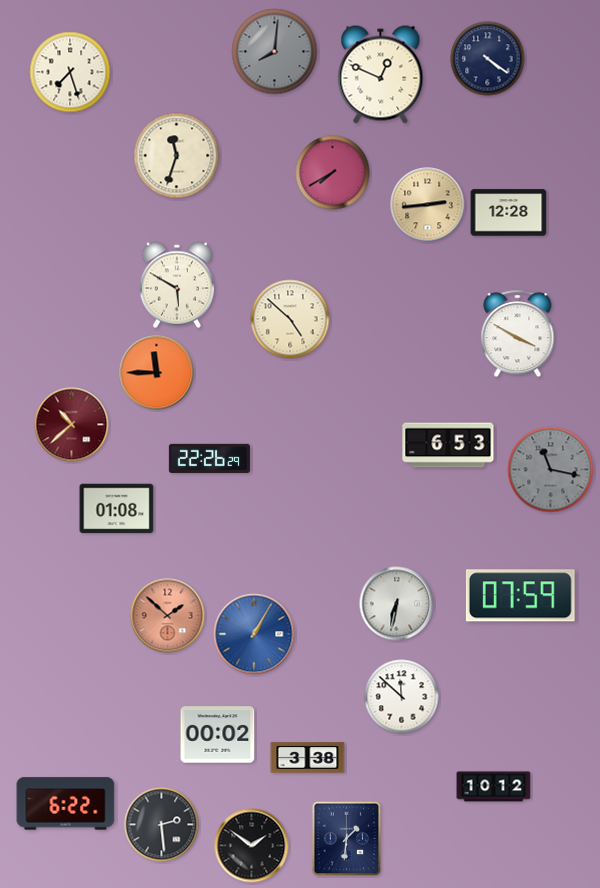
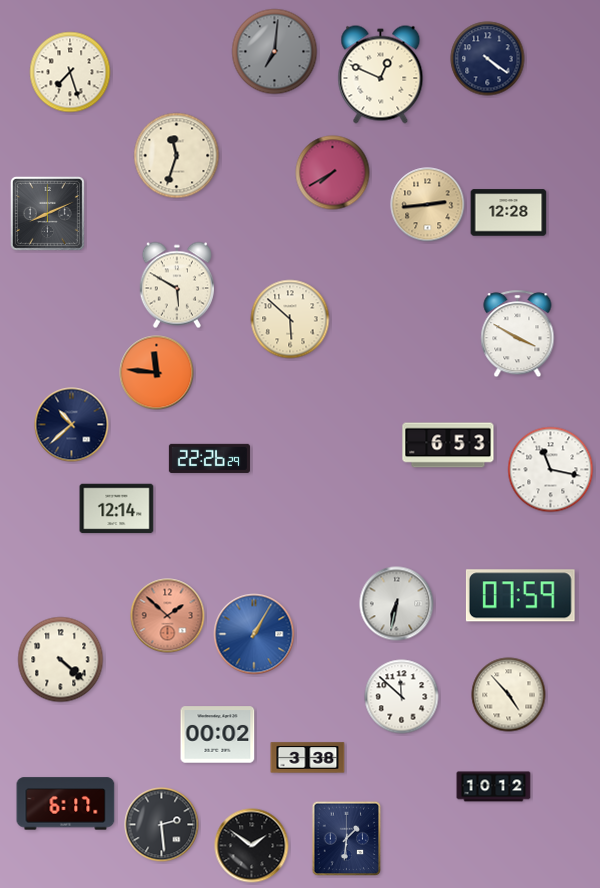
clock at (275, 52): 8:01 -> 7:01
clock at (47, 213): none -> 8:11
clock at (290, 319): 4:52 -> 5:52
clock at (157, 373): 11:45 -> 11:46
clock at (72, 425) dial: burgundy -> navy
clock at (551, 470) dial: grey -> white
clock at (117, 509): 01:08 -> 12:14
clock at (61, 660): none -> 4:22
clock at (509, 695): none -> 4:53
clock at (66, 804): 6:22 -> 6:17
